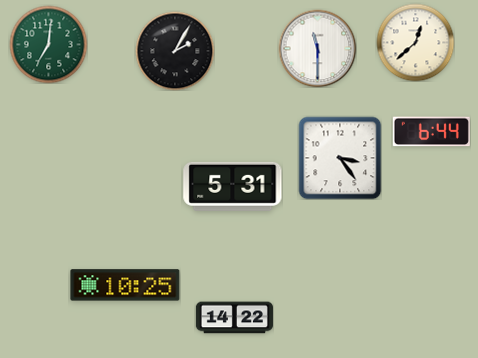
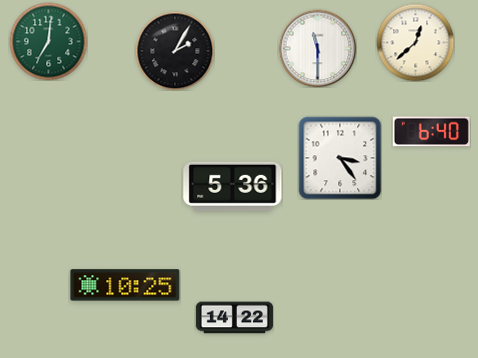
clock at (48, 44) position: (48, 44) -> (48, 41)
clock at (431, 132): 6:44 -> 6:40
clock at (233, 186): 5:31 -> 5:36
